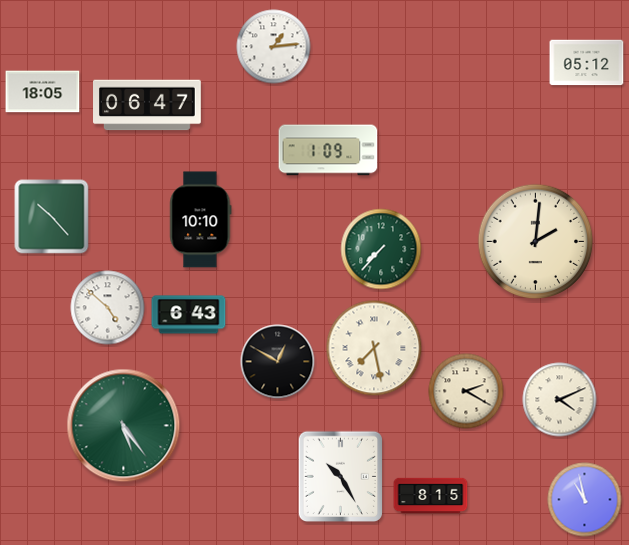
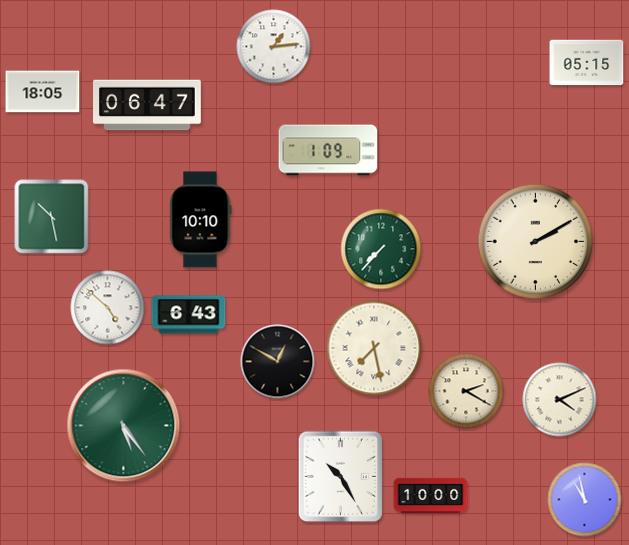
clock at (587, 63): 05:12 -> 05:15
clock at (52, 217): 10:23 -> 10:28
clock at (536, 242): 2:01 -> 2:10
clock at (431, 496): 8:15 -> 10:00
